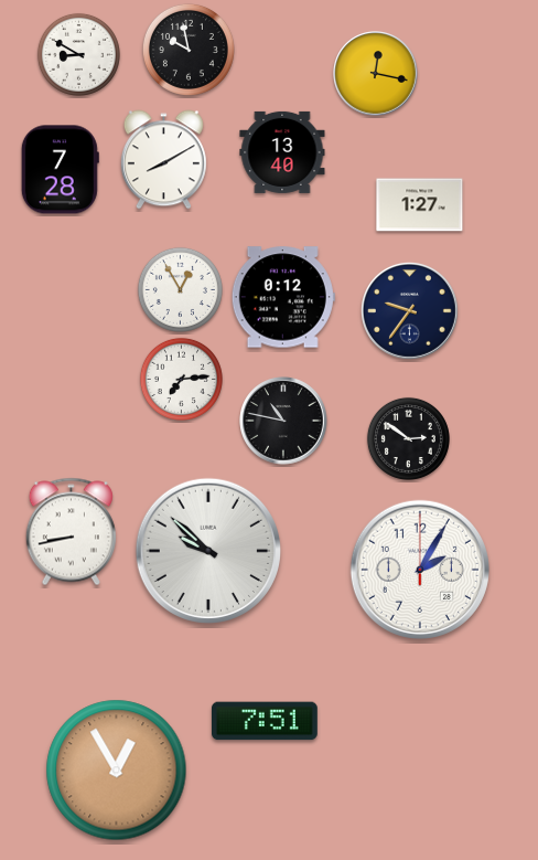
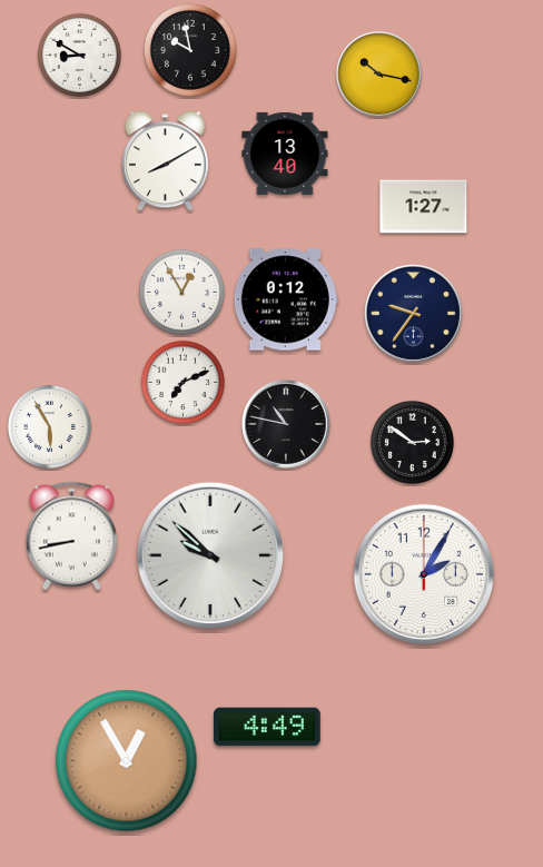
clock at (376, 74): 12:17 -> 10:17
clock at (60, 170): 7:28 -> none
clock at (181, 379): 7:14 -> 7:11
clock at (49, 426): none -> 5:55
clock at (265, 721): 7:51 -> 4:49
clock at (117, 771) position: (117, 771) -> (127, 761)
